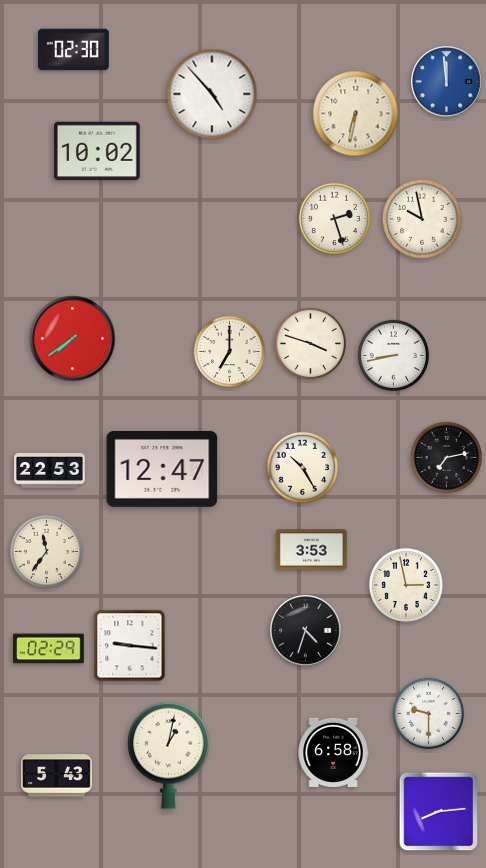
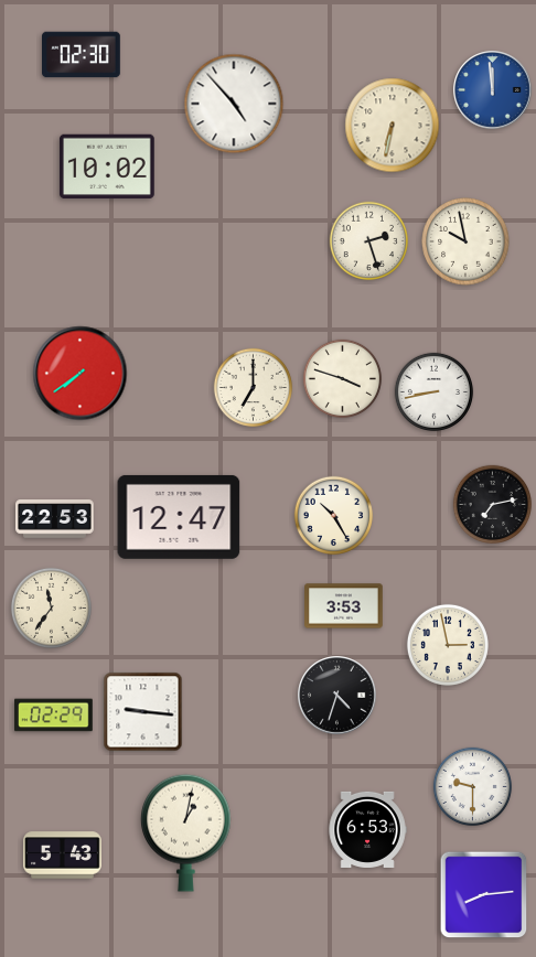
clock at (333, 752): 6:58 -> 6:53
